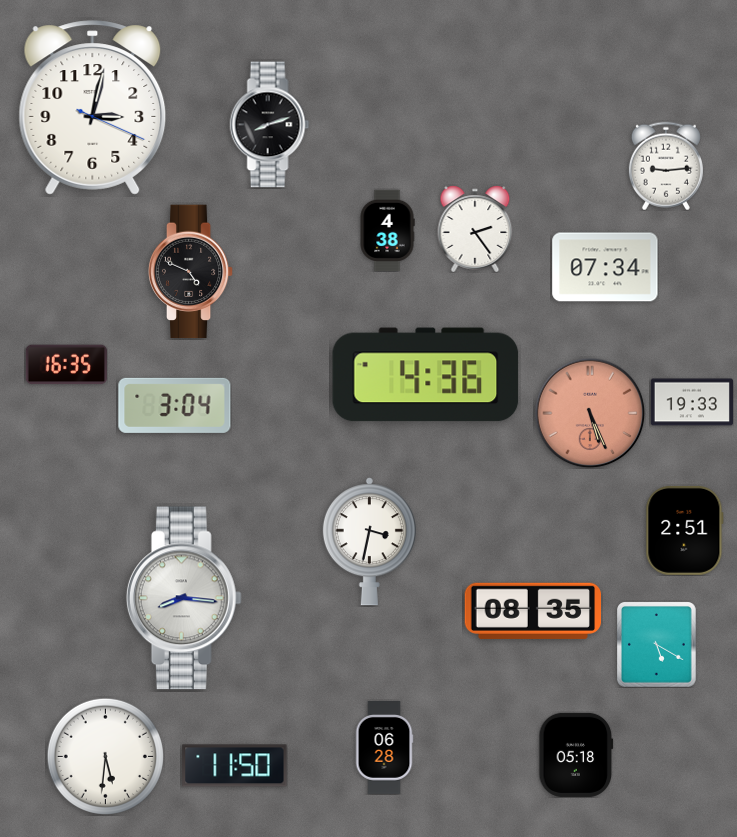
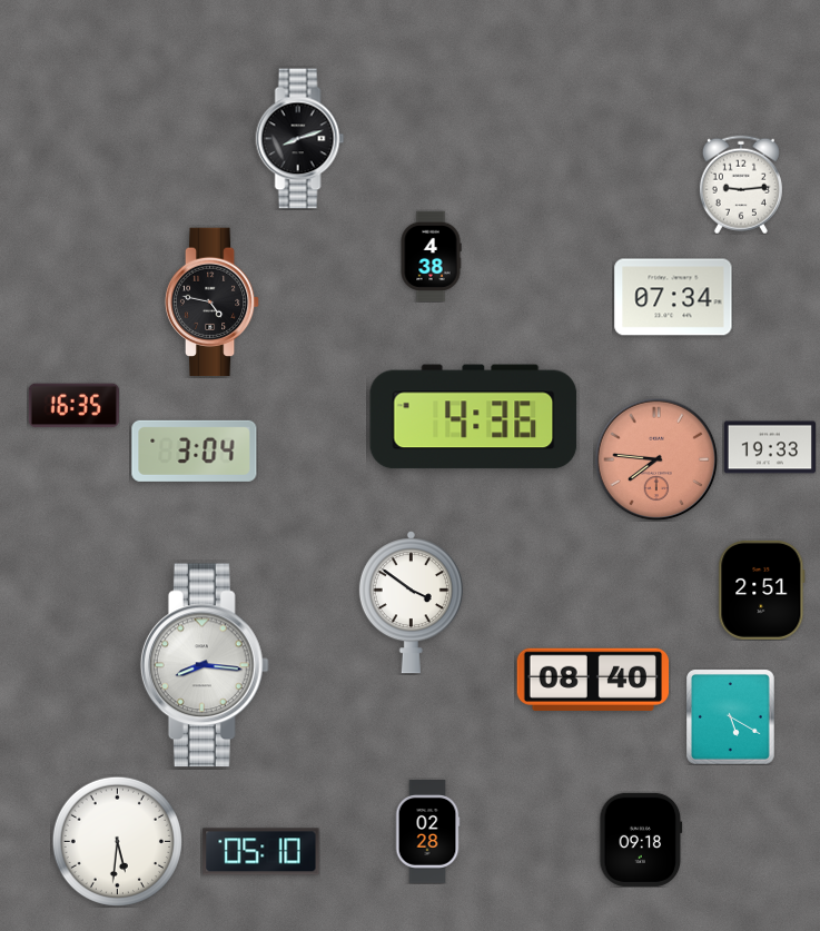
clock at (93, 108): 3:02 -> none
clock at (475, 229): 2:24 -> none
clock at (191, 272): 4:49 -> 4:47
clock at (590, 413): 5:26 -> 7:46
clock at (369, 542): 3:32 -> 3:51
clock at (532, 611): 08:35 -> 08:40
clock at (384, 748): 06:28 -> 02:28
clock at (576, 755): 05:18 -> 09:18
clock at (235, 766): 11:50 -> 05:10
